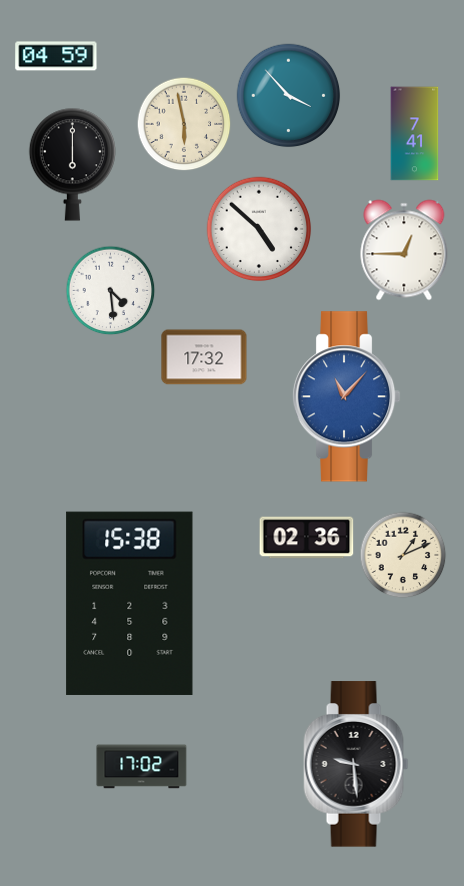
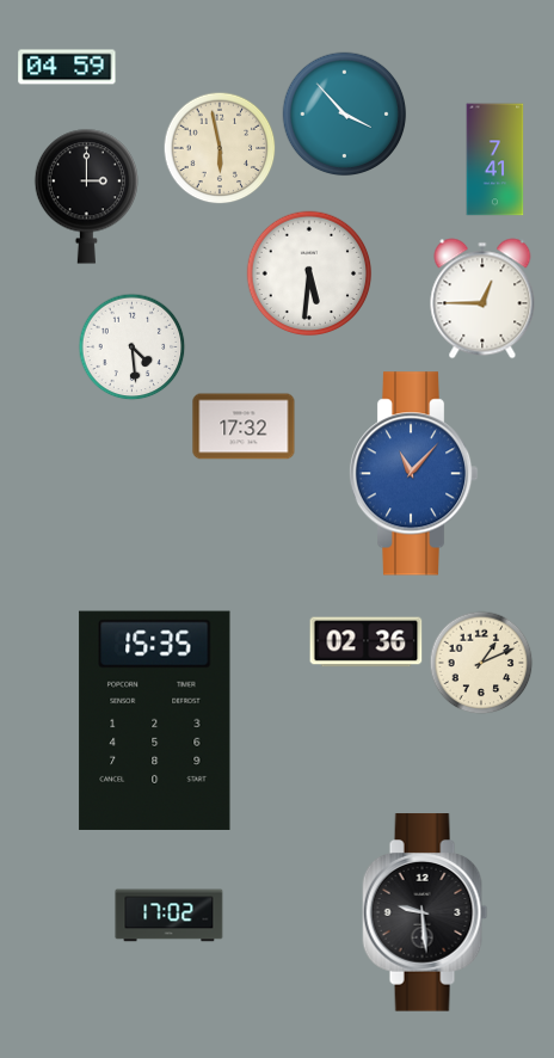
clock at (72, 164): 6:00 -> 3:00
clock at (259, 229): 4:52 -> 5:31
clock at (130, 603): 15:38 -> 15:35
